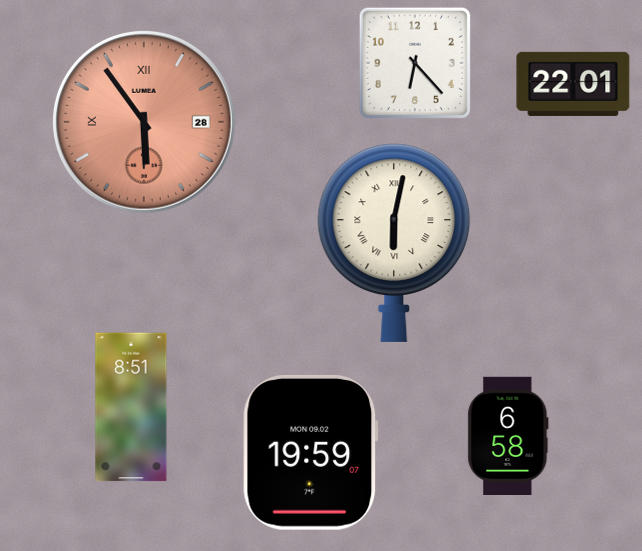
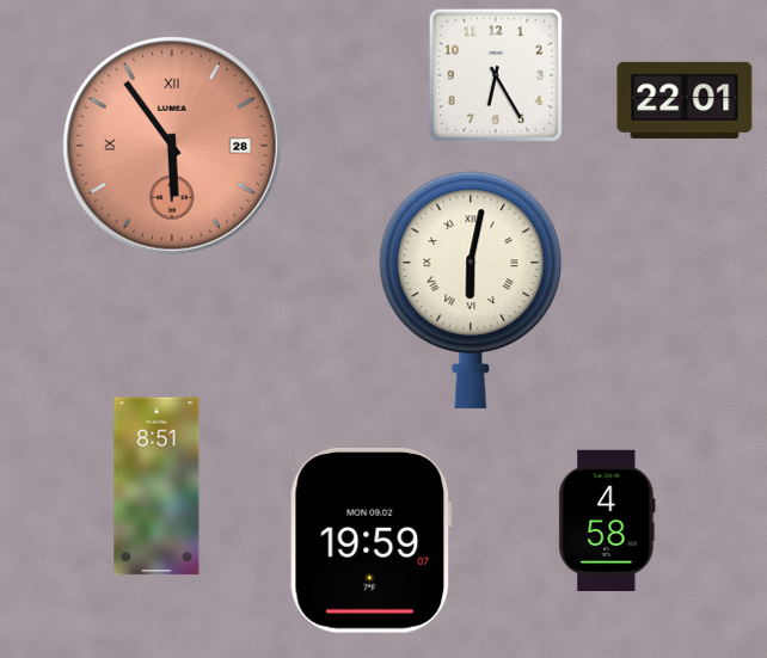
clock at (415, 63): 6:23 -> 6:25
clock at (508, 435): 6:58 -> 4:58
